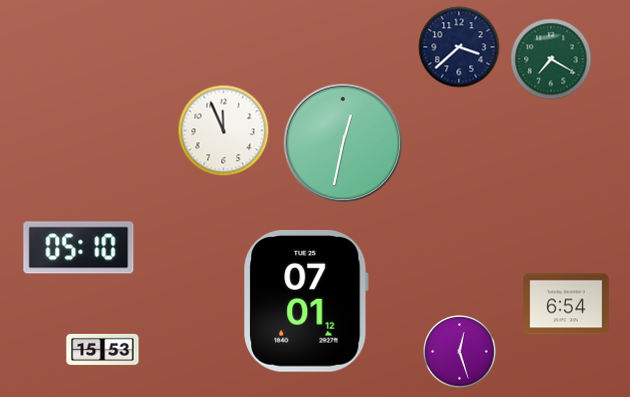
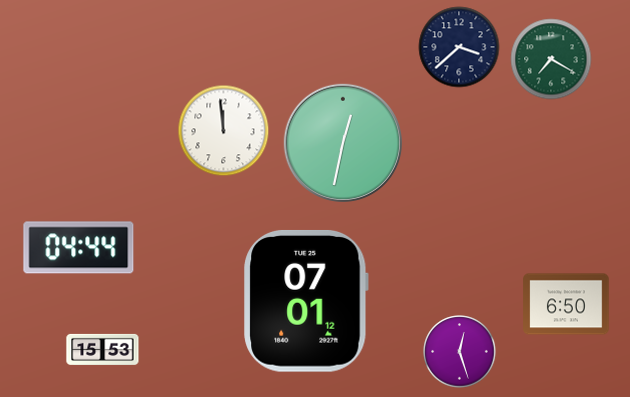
clock at (224, 131): 11:56 -> 11:59
clock at (79, 248): 05:10 -> 04:44
clock at (566, 304): 6:54 -> 6:50
